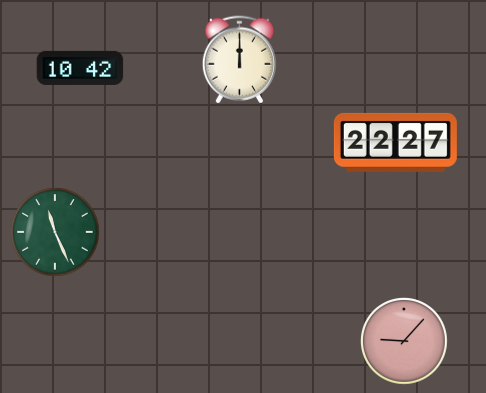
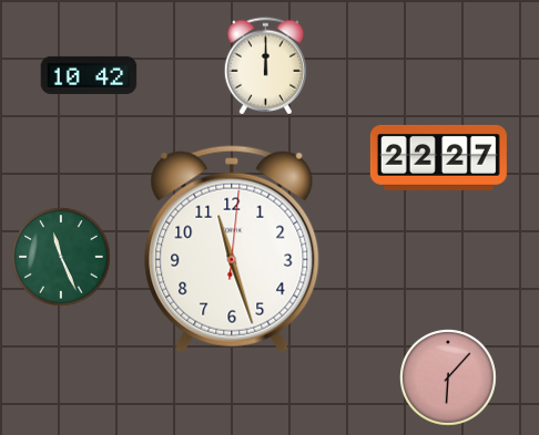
clock at (232, 249): none -> 11:27
clock at (405, 342): 9:07 -> 6:07
